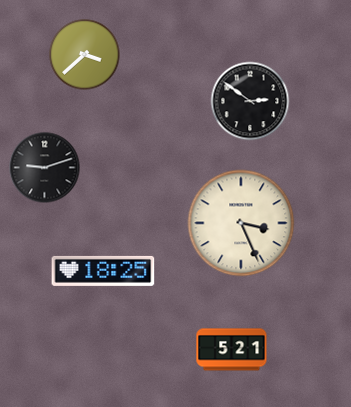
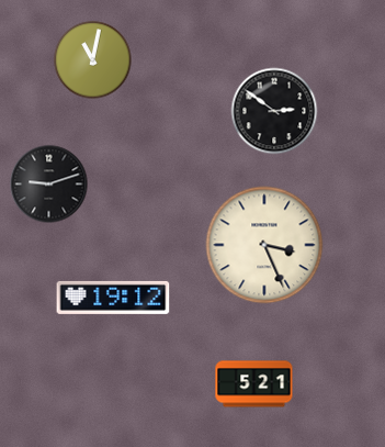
clock at (85, 55): 3:38 -> 11:02
clock at (103, 271): 18:25 -> 19:12
